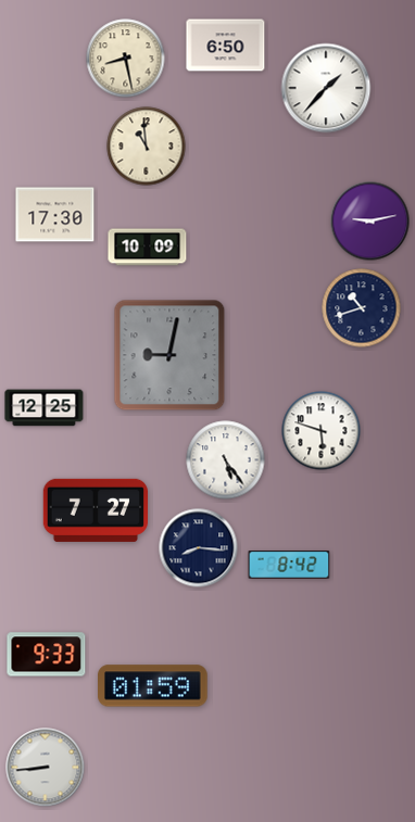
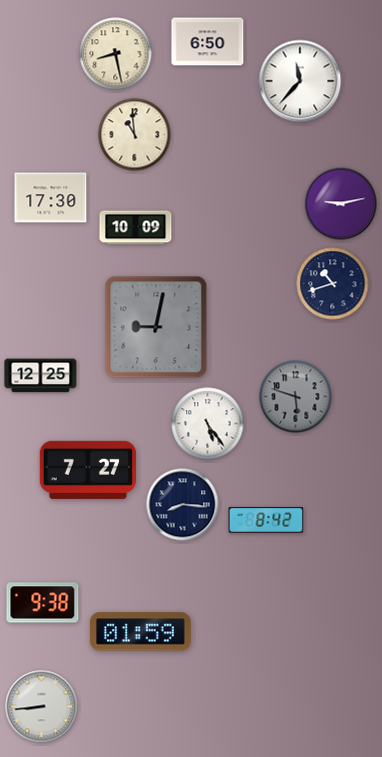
clock at (326, 88): 1:37 -> 11:37
clock at (322, 431) dial: white -> grey
clock at (47, 655): 9:33 -> 9:38
